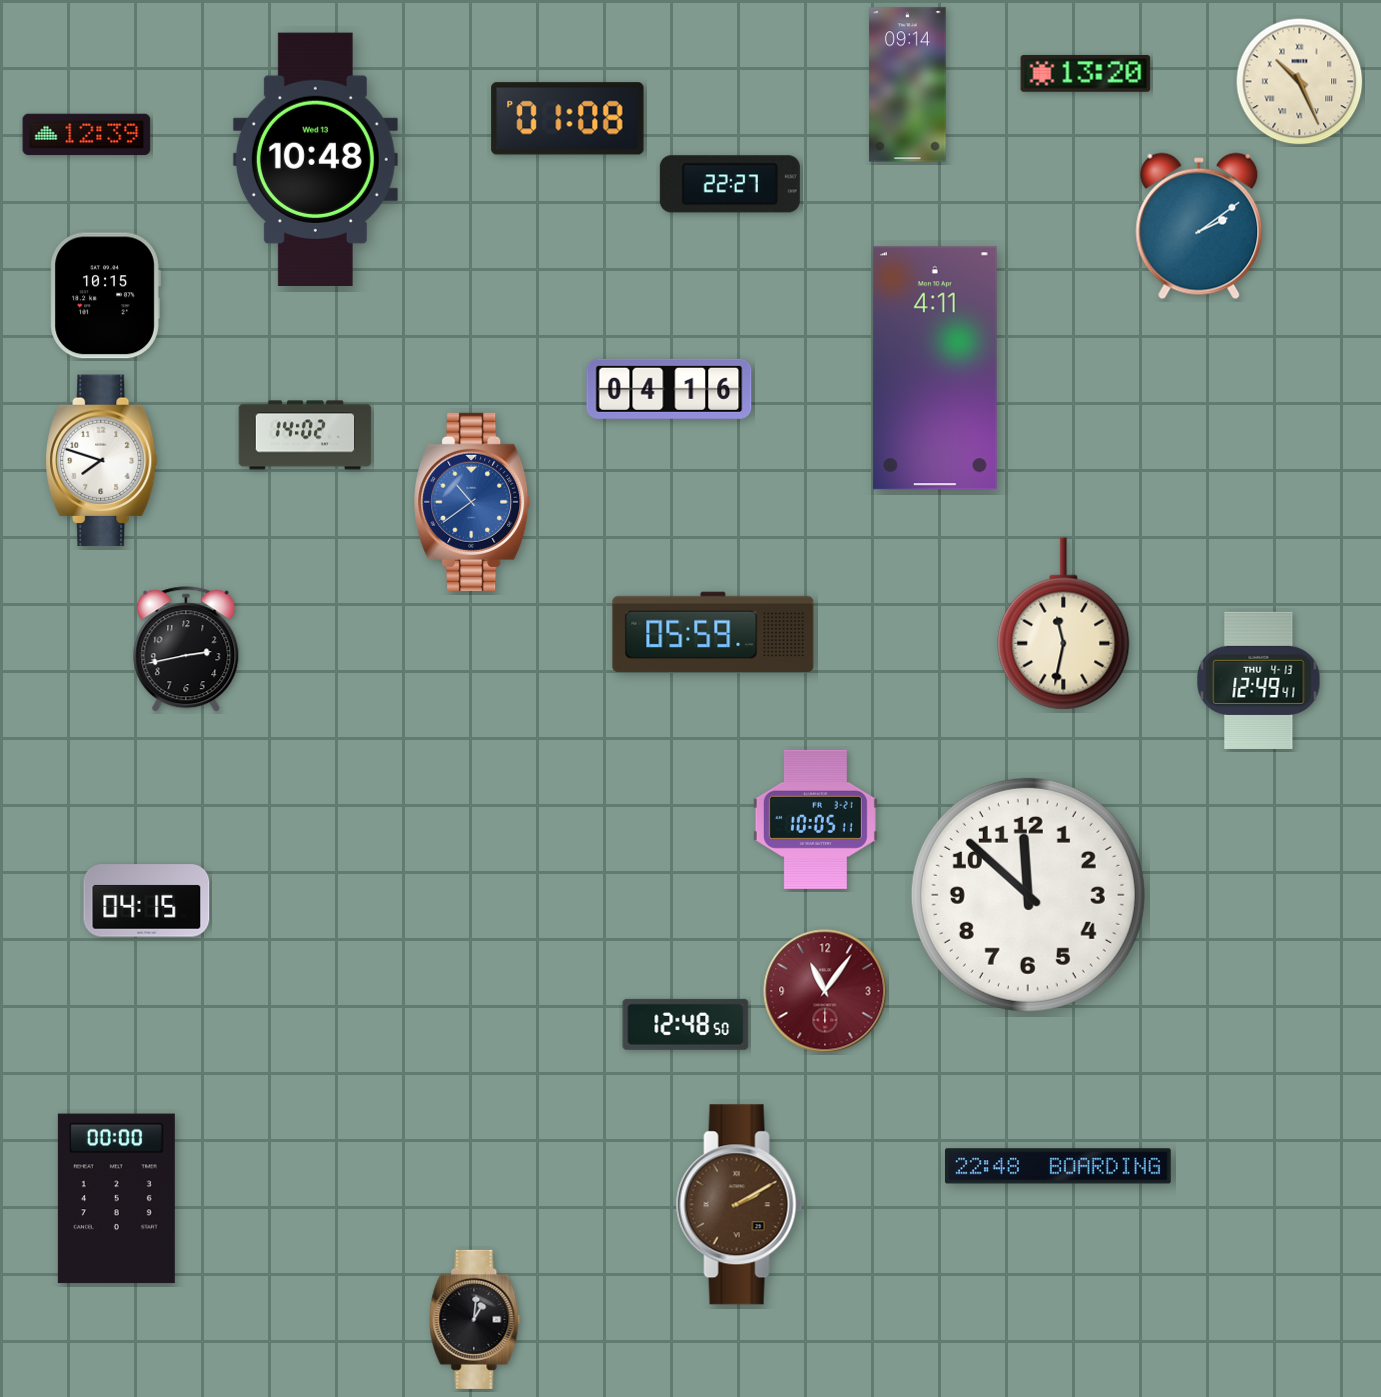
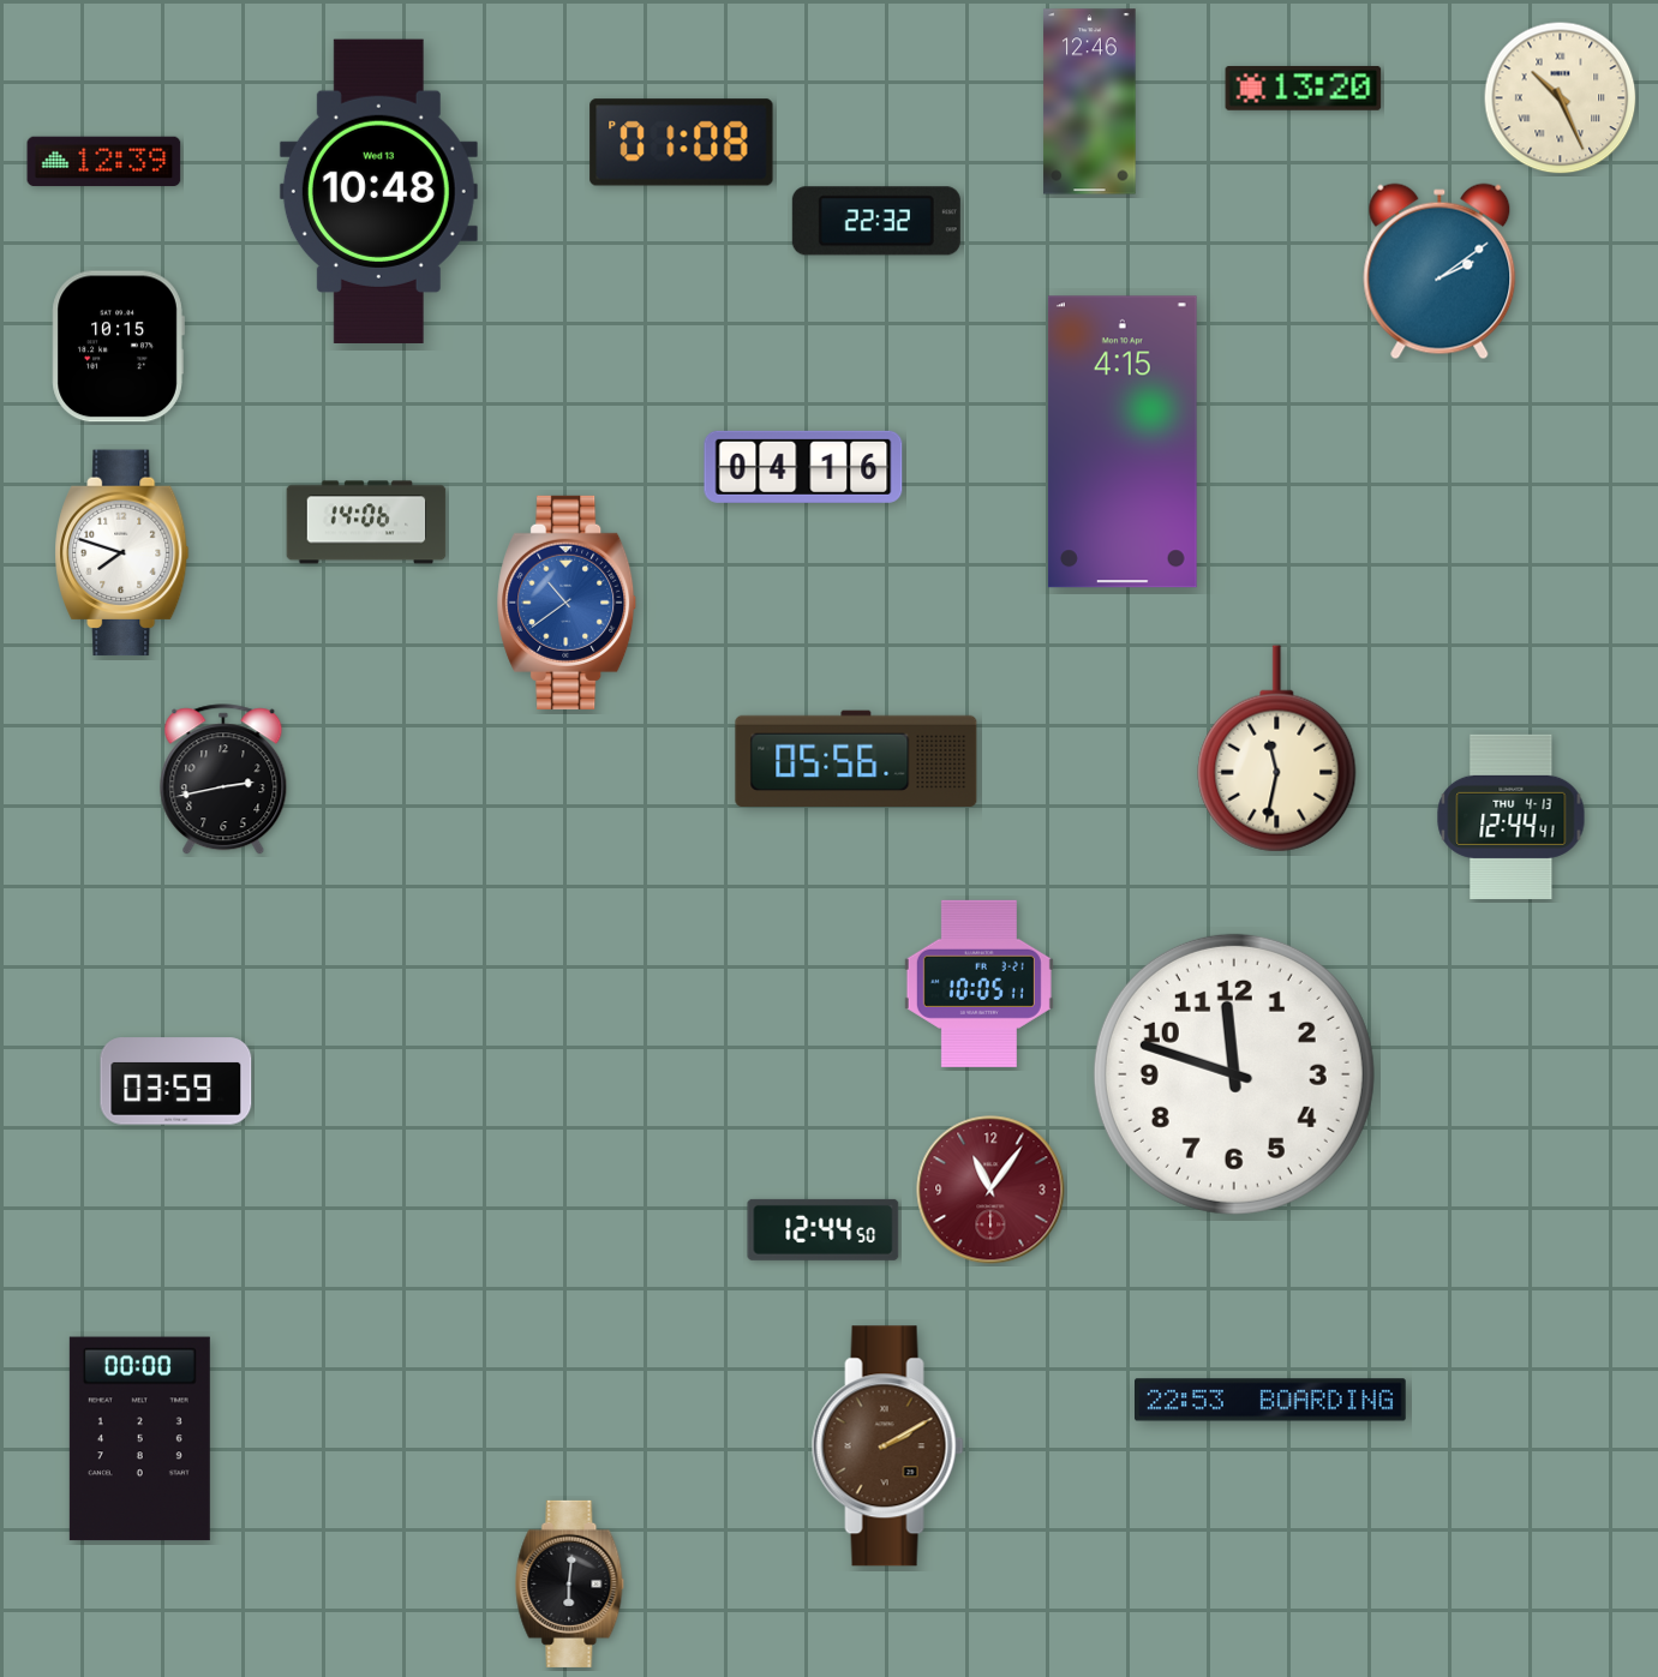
clock at (908, 85): 09:14 -> 12:46
clock at (730, 184): 22:27 -> 22:32
clock at (105, 296) position: (105, 296) -> (118, 347)
clock at (935, 368): 4:11 -> 4:15
clock at (305, 435): 14:02 -> 14:06
clock at (713, 632): 05:59 -> 05:56
clock at (1259, 680): 12:49 -> 12:44
clock at (1028, 895): 11:52 -> 11:48
clock at (147, 901): 04:15 -> 03:59
clock at (686, 1024): 12:48 -> 12:44
clock at (1059, 1166): 22:48 -> 22:53
clock at (475, 1319): 1:01 -> 6:01
